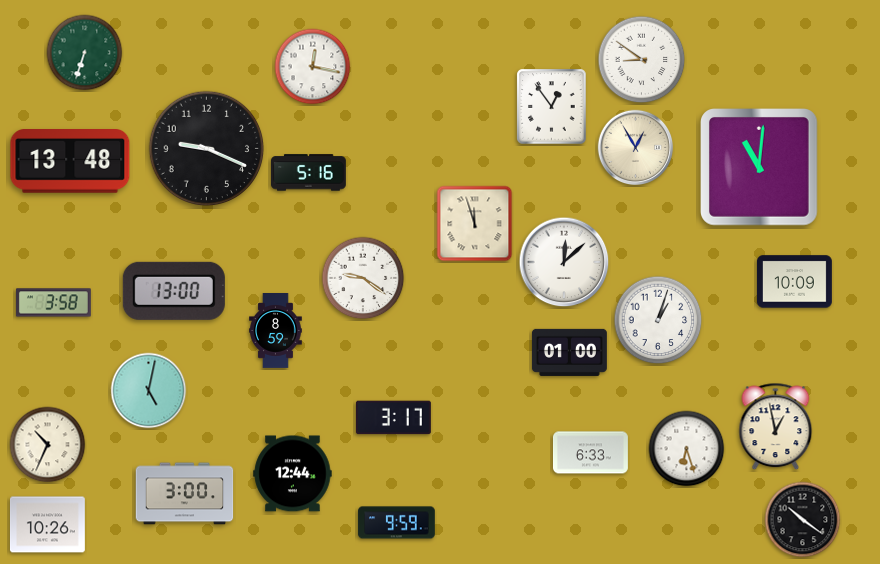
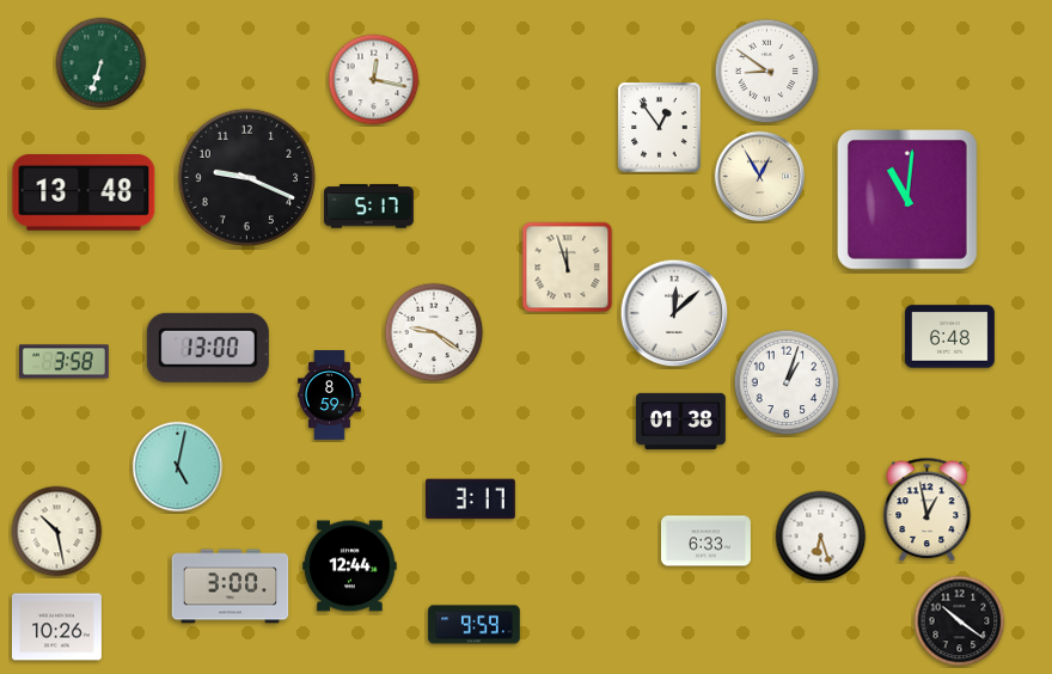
clock at (308, 173): 5:16 -> 5:17
clock at (794, 282): 10:09 -> 6:48
clock at (569, 352): 01:00 -> 01:38
clock at (48, 445): 10:34 -> 10:28
clock at (185, 494) position: (185, 494) -> (231, 587)
